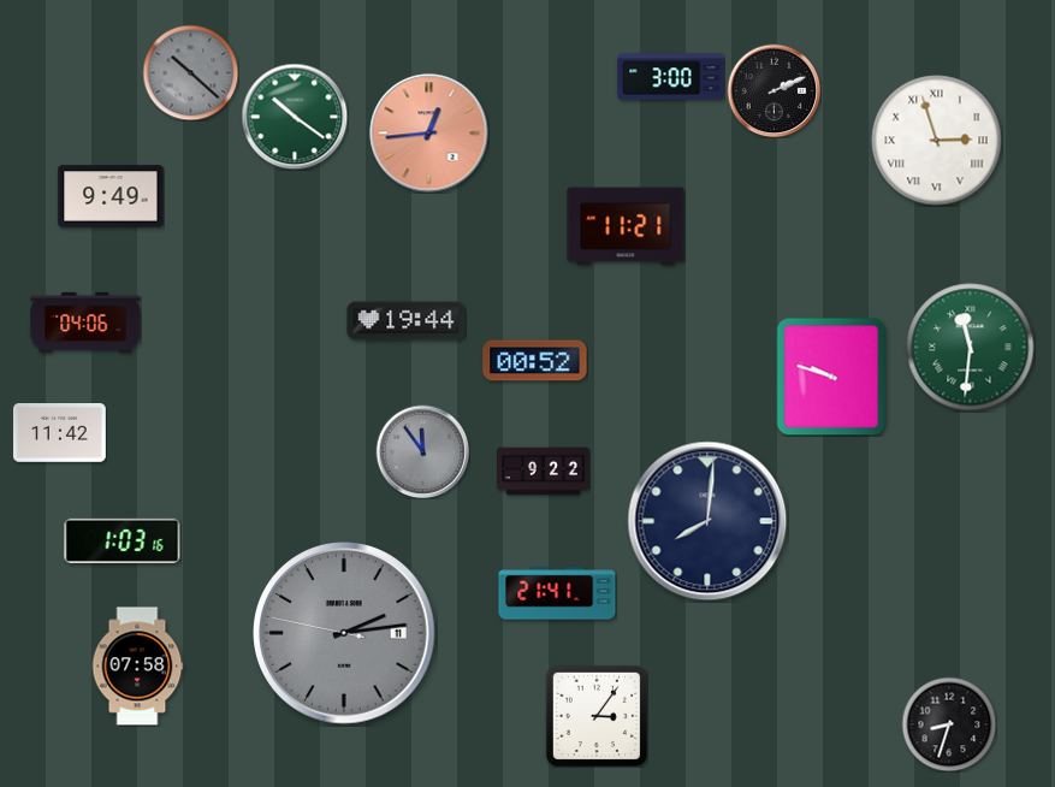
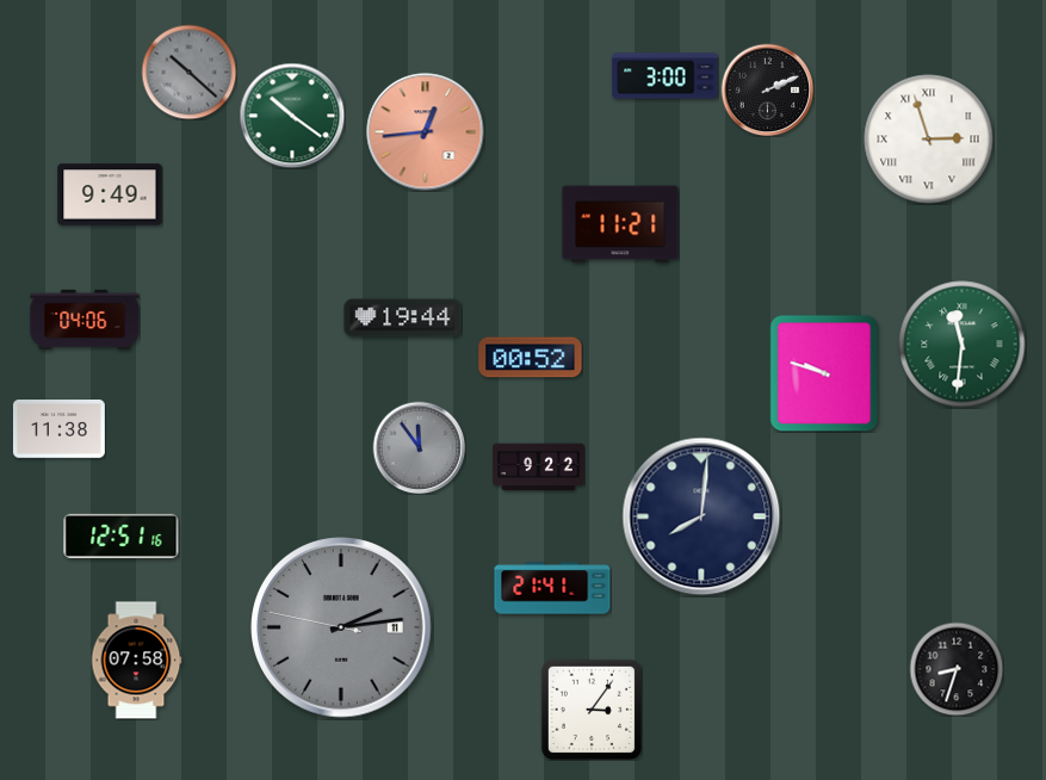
clock at (59, 433): 11:42 -> 11:38
clock at (123, 540): 1:03 -> 12:51
clock at (949, 724) position: (949, 724) -> (957, 669)
